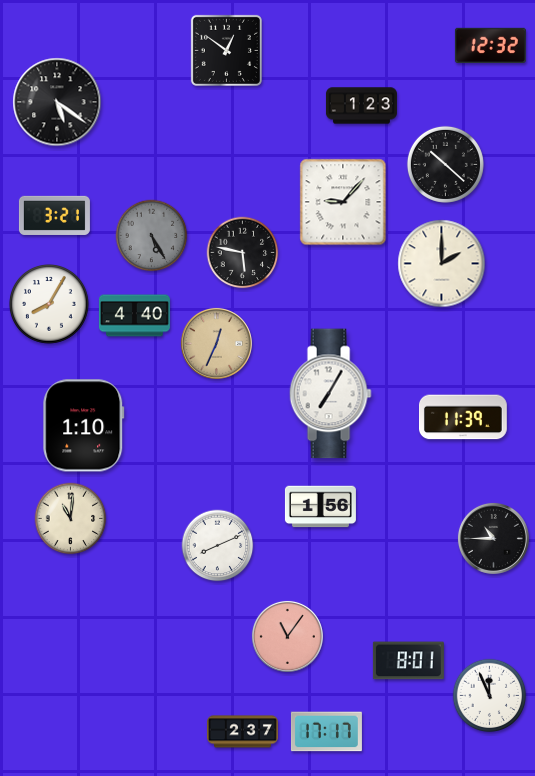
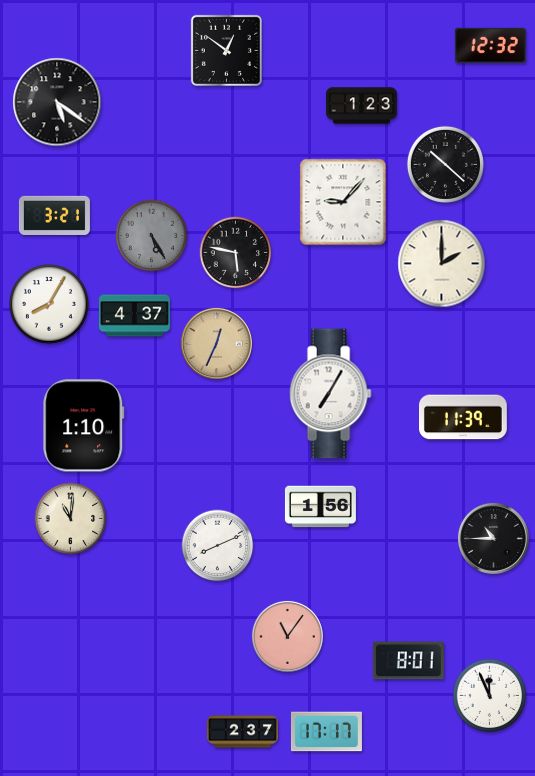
clock at (243, 253) position: (243, 253) -> (236, 253)
clock at (134, 316): 4:40 -> 4:37
